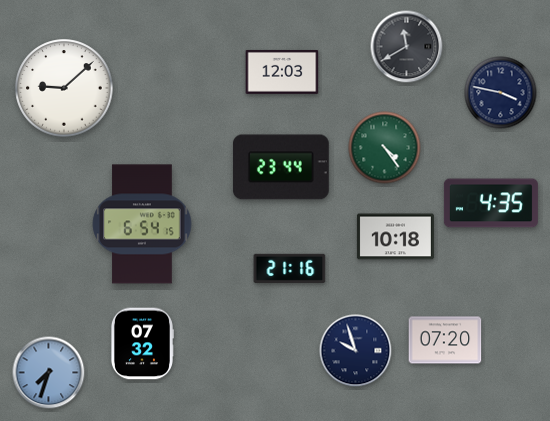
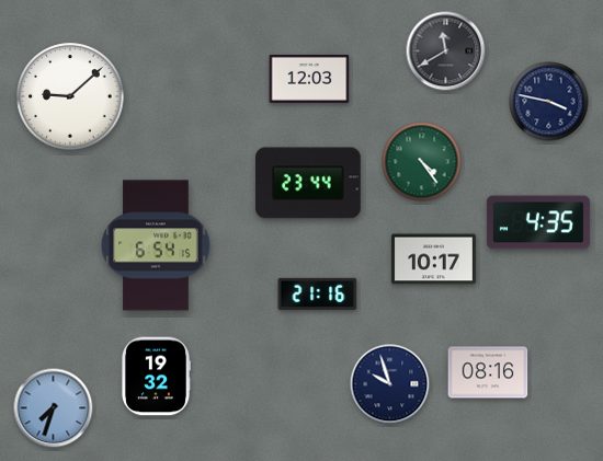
clock at (395, 237): 10:18 -> 10:17
clock at (445, 340): 07:20 -> 08:16
clock at (142, 344): 07:32 -> 19:32
